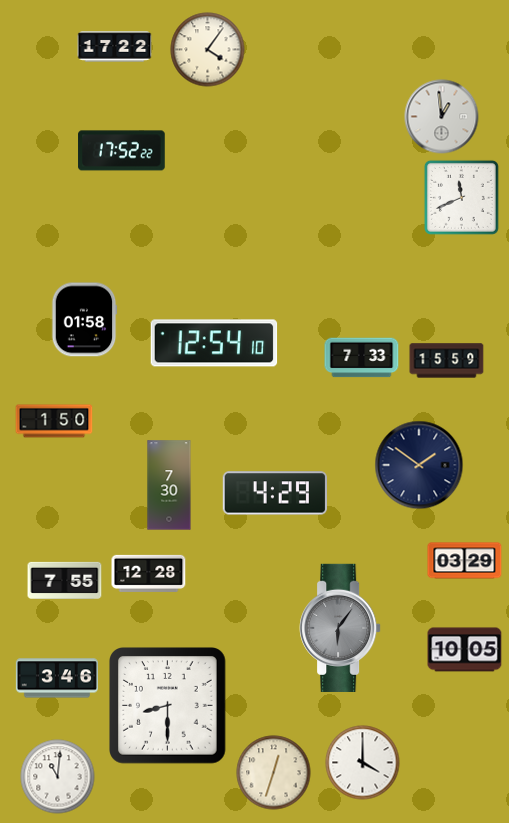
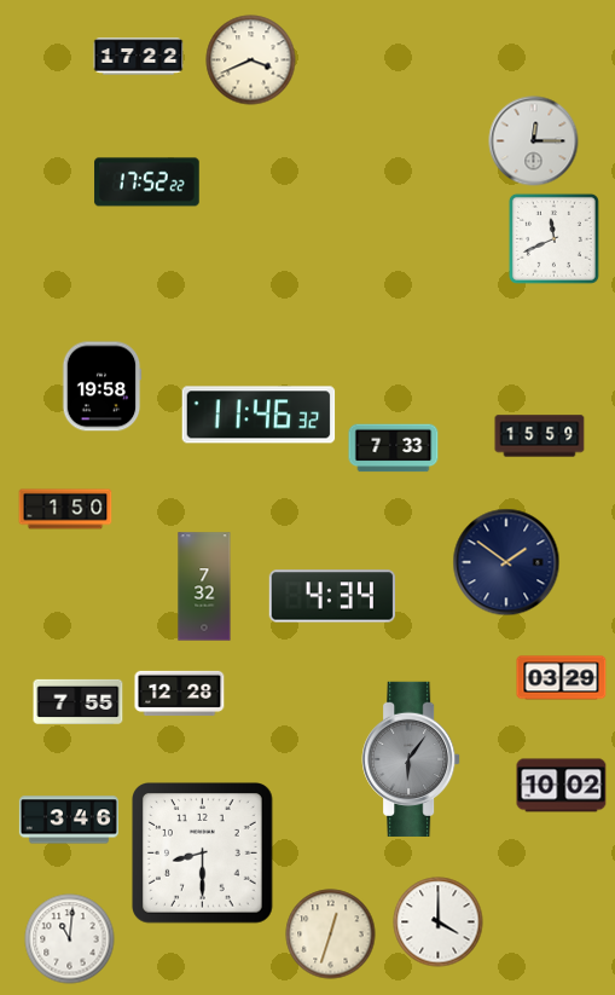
clock at (208, 50): 4:06 -> 3:41
clock at (442, 117): 12:59 -> 12:15
clock at (461, 197) position: (461, 197) -> (553, 238)
clock at (84, 320): 01:58 -> 19:58
clock at (214, 343): 12:54 -> 11:46
clock at (362, 358) position: (362, 358) -> (394, 449)
clock at (169, 485): 7:30 -> 7:32
clock at (274, 493): 4:29 -> 4:34
clock at (465, 650): 10:05 -> 10:02
